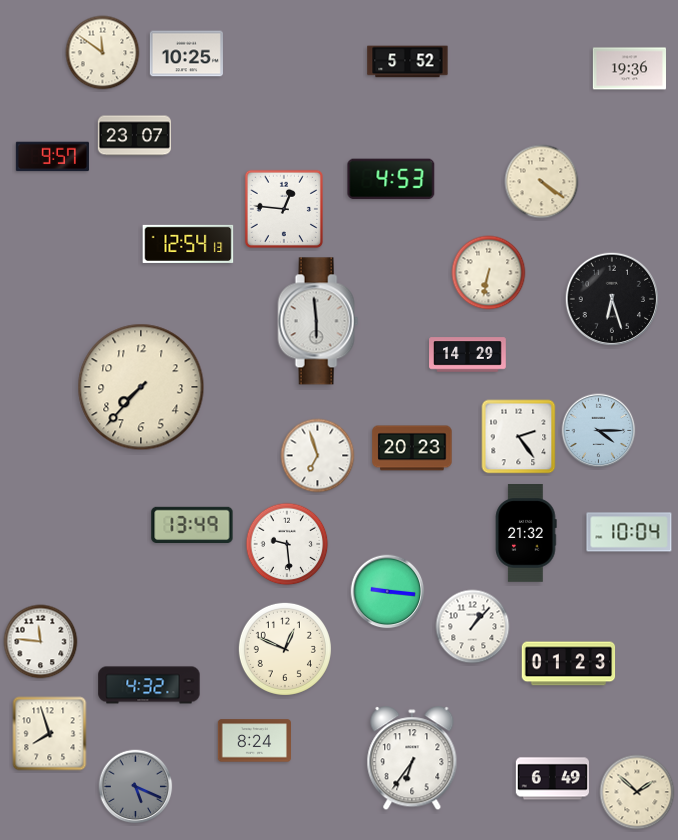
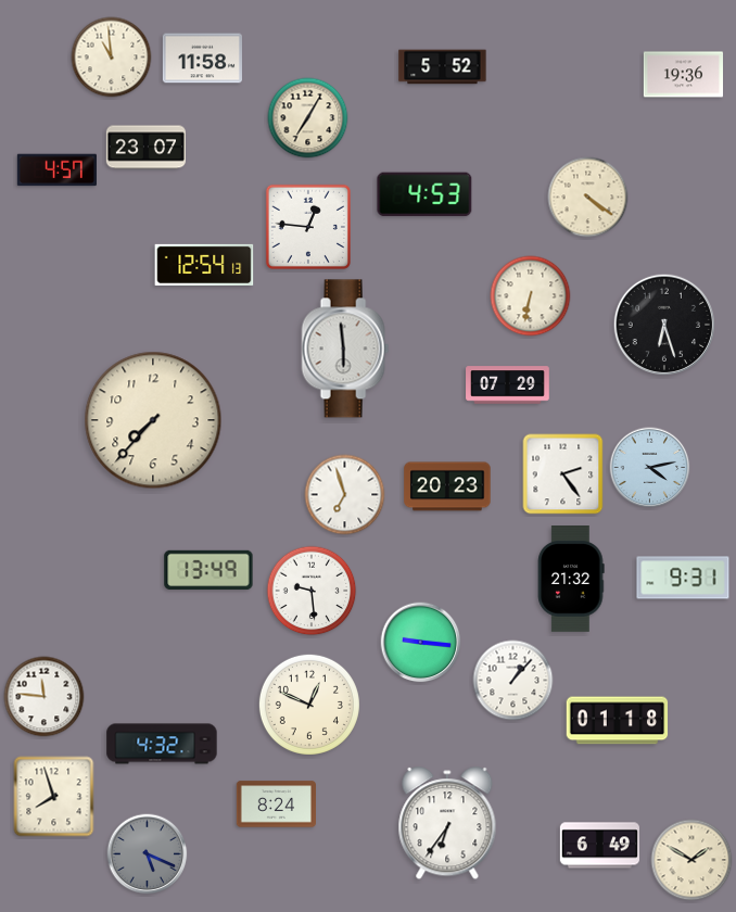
clock at (103, 53): 11:51 -> 10:59
clock at (186, 54): 10:25 -> 11:58
clock at (308, 118): none -> 7:05
clock at (52, 157): 9:57 -> 4:57
clock at (468, 355): 14:29 -> 07:29
clock at (599, 431): 4:15 -> 4:13
clock at (629, 532): 10:04 -> 9:31
clock at (569, 664): 01:23 -> 01:18
clock at (637, 792): 1:52 -> 1:50
